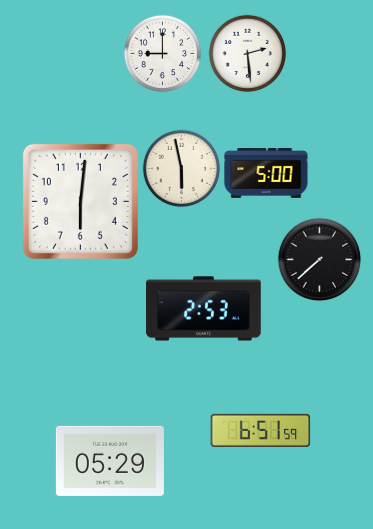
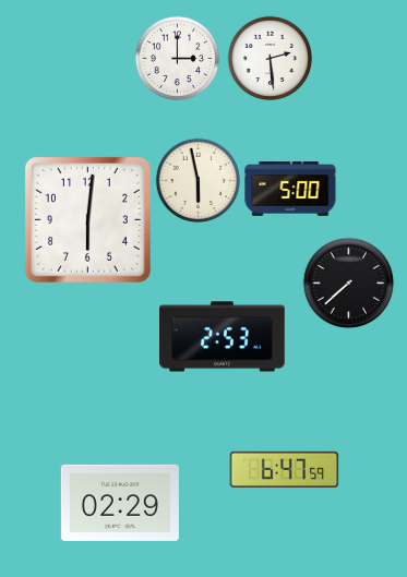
clock at (162, 53): 9:00 -> 3:00
clock at (181, 168) position: (181, 168) -> (197, 180)
clock at (261, 430): 6:51 -> 6:47
clock at (110, 461): 05:29 -> 02:29
